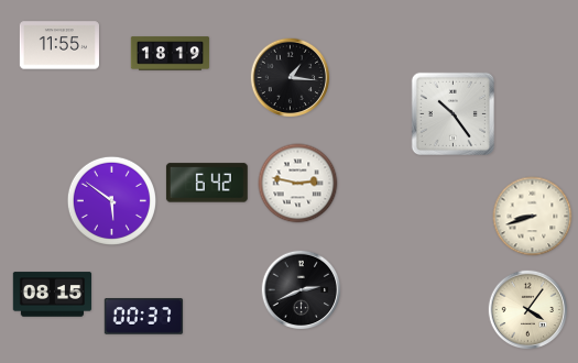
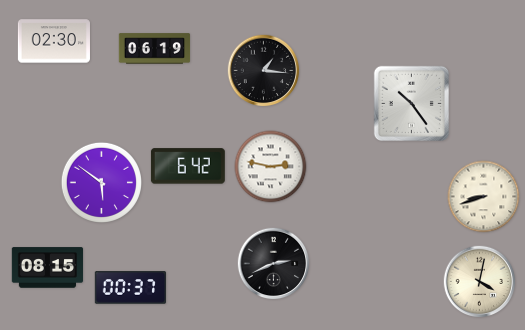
clock at (59, 45): 11:55 -> 02:30
clock at (171, 54): 18:19 -> 06:19
clock at (528, 310): 4:06 -> 4:02
